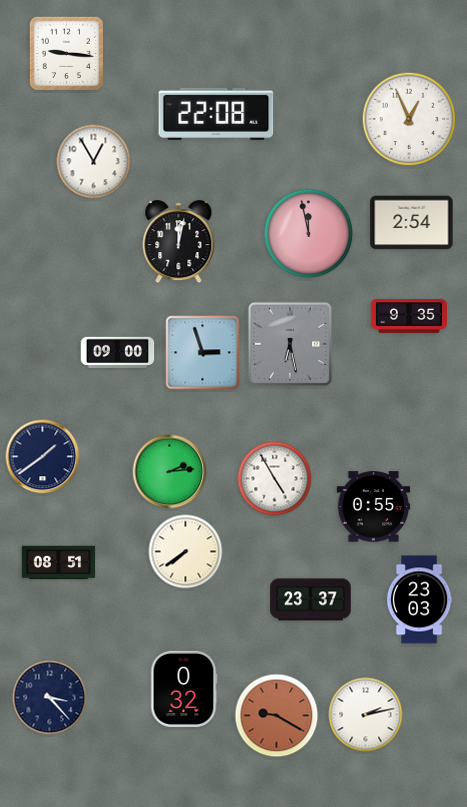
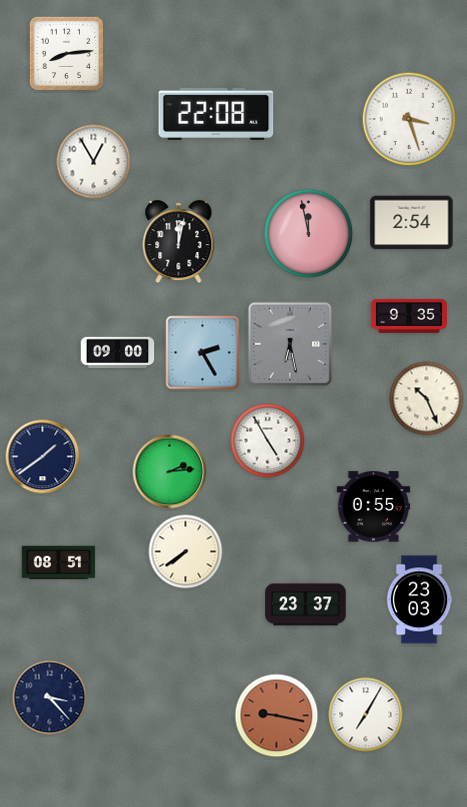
clock at (66, 53): 9:16 -> 8:14
clock at (409, 119): 12:56 -> 3:27
clock at (203, 353): 2:57 -> 2:25
clock at (427, 399): none -> 10:26
clock at (275, 479) position: (275, 479) -> (268, 441)
clock at (311, 600) position: (311, 600) -> (306, 605)
clock at (184, 689): 0:32 -> none
clock at (366, 715): 2:13 -> 7:05
clock at (277, 716): 9:20 -> 9:17
